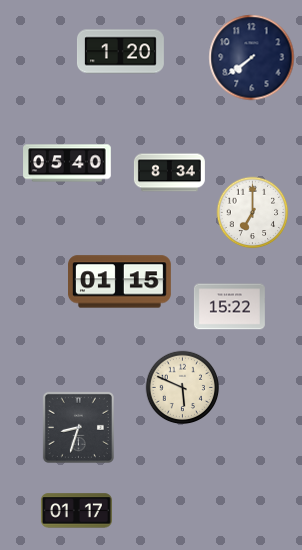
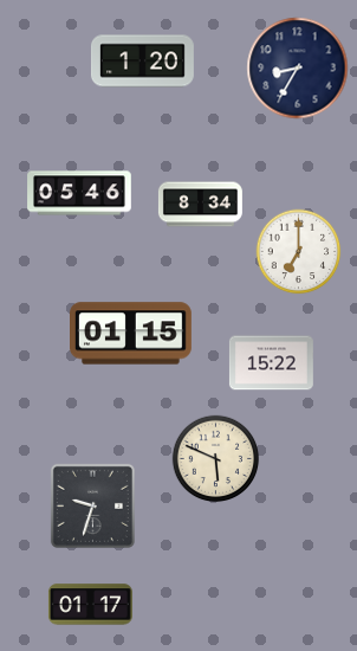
clock at (252, 58): 7:39 -> 8:35
clock at (67, 163): 05:40 -> 05:46
clock at (120, 282) position: (120, 282) -> (131, 334)
clock at (78, 427): 8:33 -> 9:33
